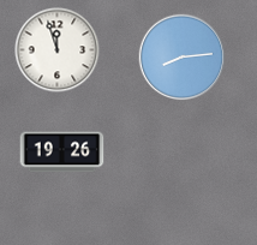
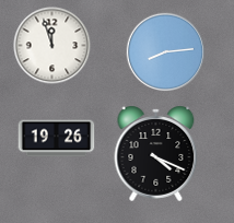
clock at (156, 153): none -> 4:19
